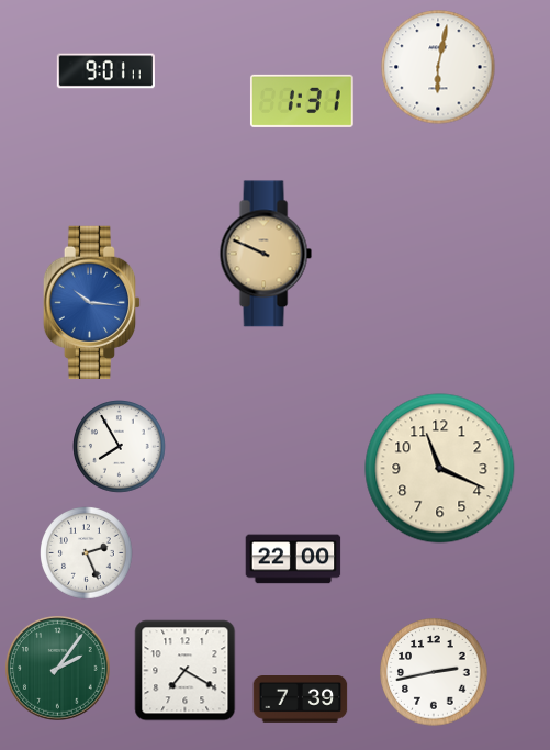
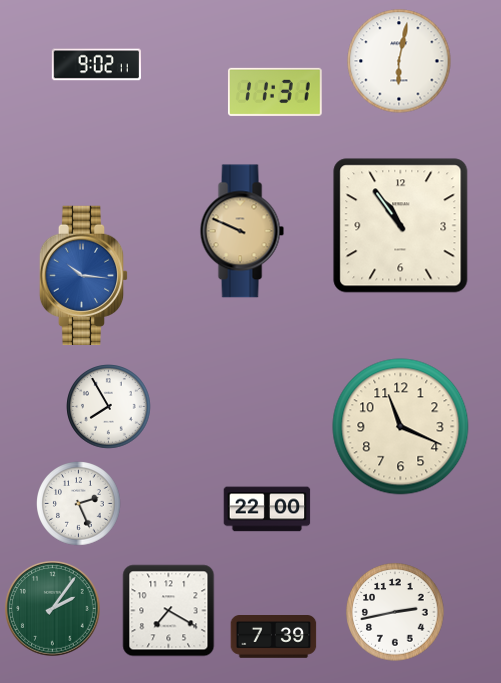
clock at (105, 71): 9:01 -> 9:02
clock at (302, 101): 1:31 -> 11:31
clock at (401, 226): none -> 10:54
